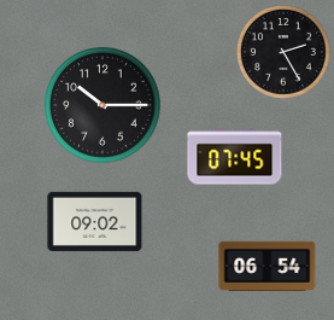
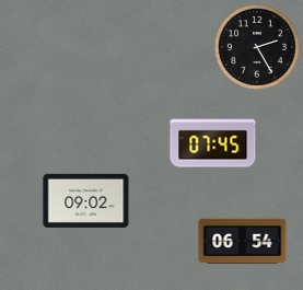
clock at (102, 105): 10:15 -> none
